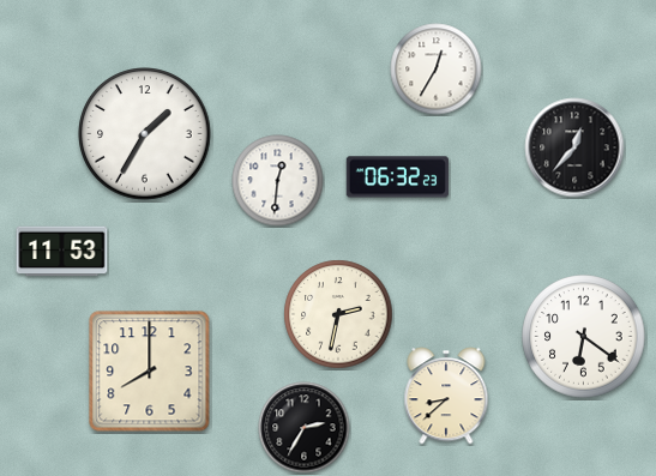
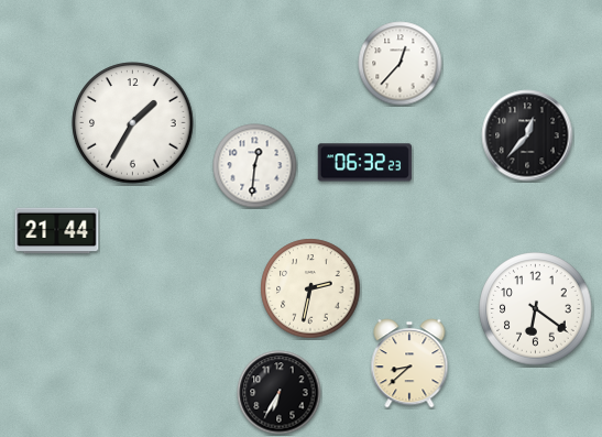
clock at (437, 70): 12:35 -> 12:37
clock at (62, 252): 11:53 -> 21:44
clock at (150, 372): 8:00 -> none
clock at (305, 428): 2:35 -> 6:35
